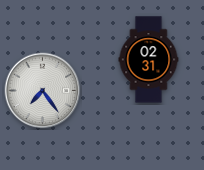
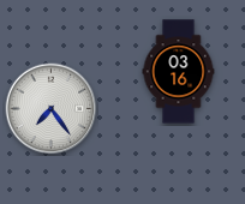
clock at (149, 60): 02:31 -> 03:16
